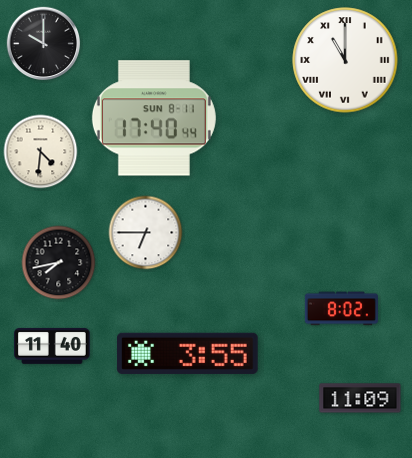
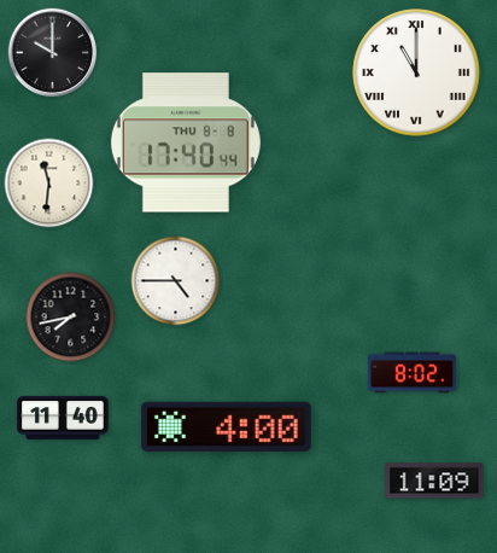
clock at (154, 118) date: SUN 8-11 -> THU 8-8
clock at (41, 152): 4:31 -> 11:31
clock at (146, 233): 6:45 -> 4:45
clock at (188, 353): 3:55 -> 4:00
